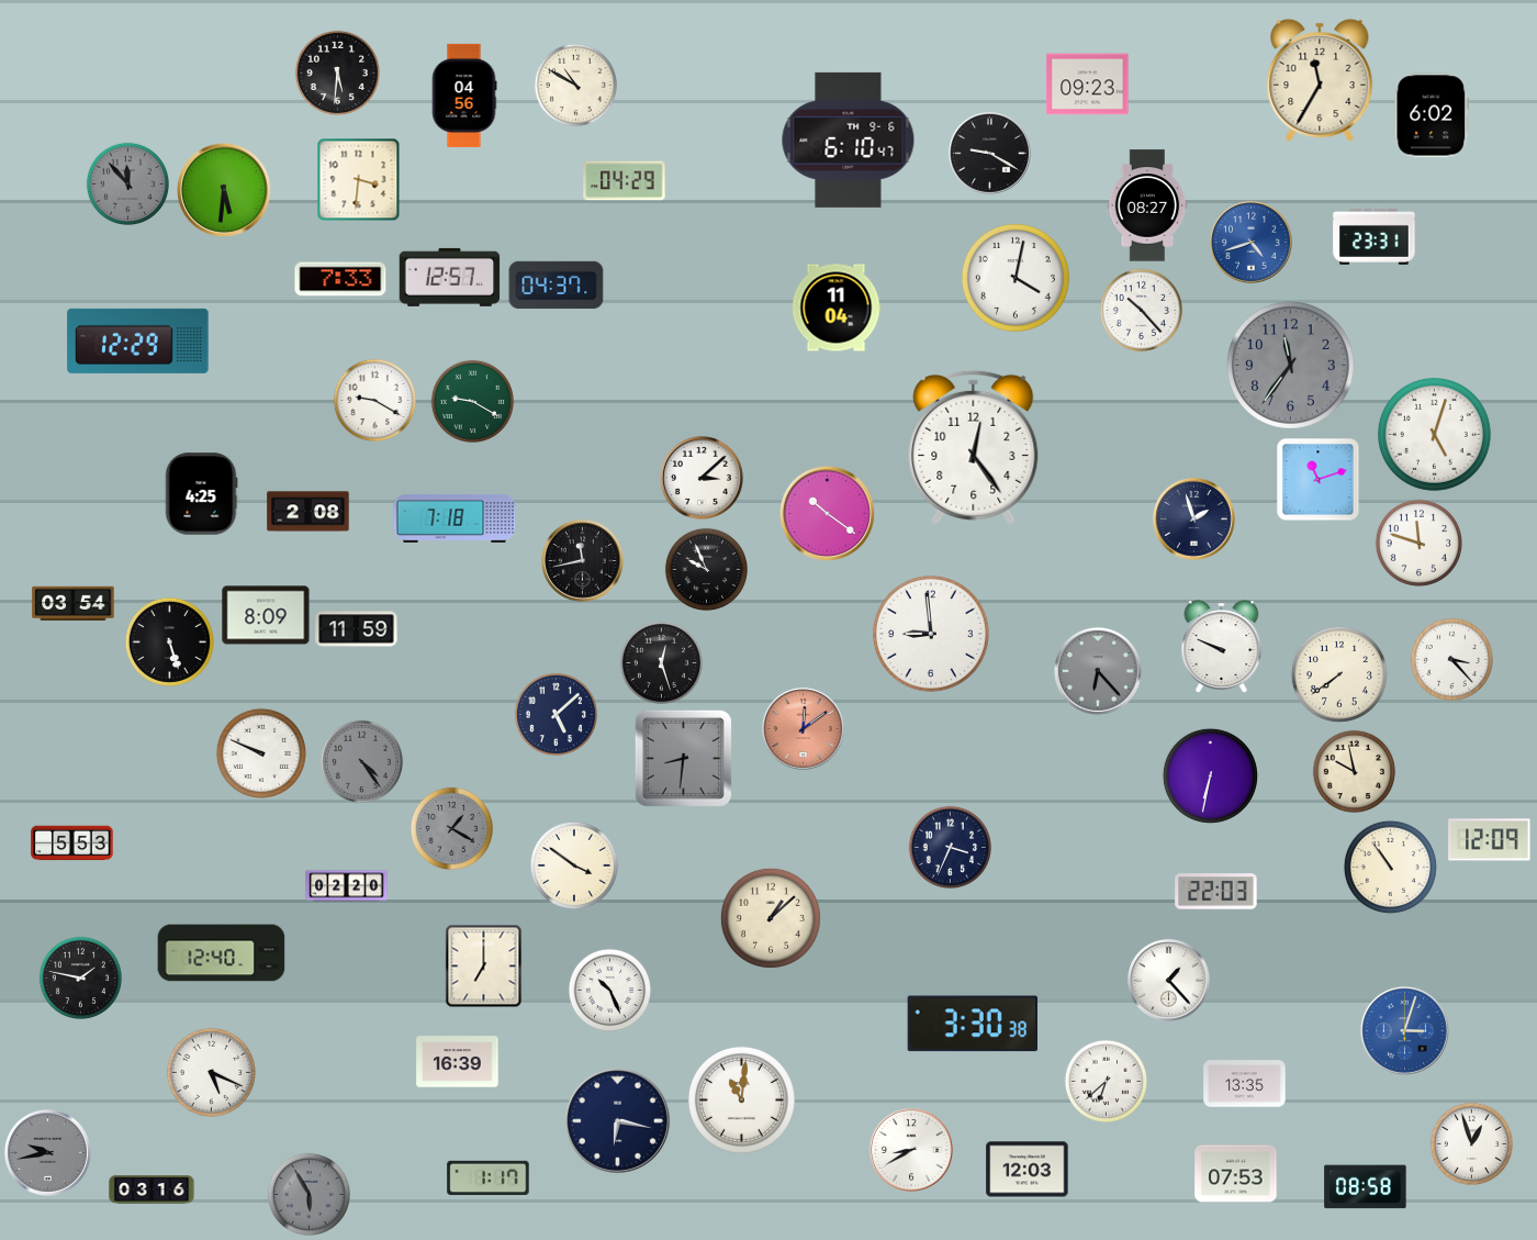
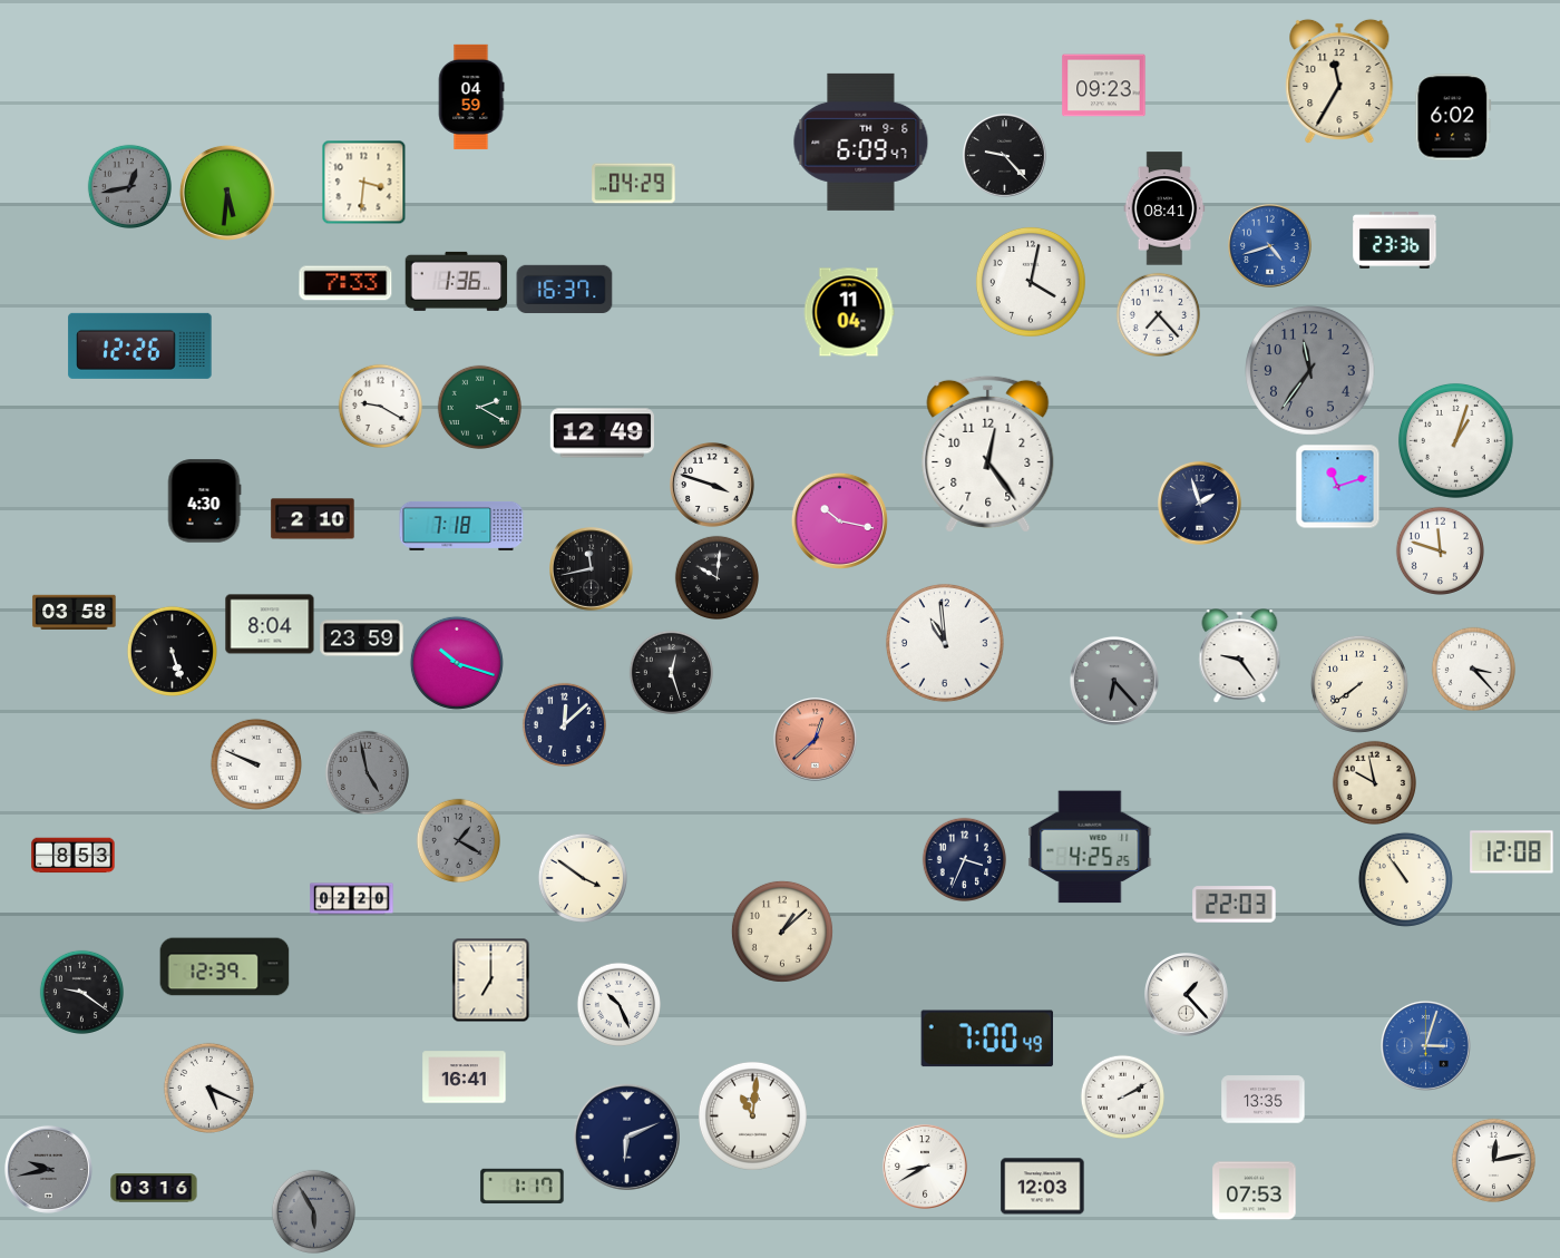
clock at (337, 72): 5:31 -> none
clock at (575, 85): 10:50 -> none
clock at (464, 96): 04:56 -> 04:59
clock at (849, 139): 6:10 -> 6:09
clock at (990, 154): 9:20 -> 9:23
clock at (127, 183): 11:53 -> 12:43
clock at (1147, 205): 08:27 -> 08:41
clock at (1375, 236): 23:31 -> 23:36
clock at (450, 277): 12:57 -> 1:36
clock at (557, 286): 04:37 -> 16:37
clock at (1141, 310): 10:23 -> 7:23
clock at (138, 340): 12:29 -> 12:26
clock at (472, 401): 9:20 -> 2:20
clock at (602, 433): none -> 12:49
clock at (1434, 434): 5:03 -> 1:03
clock at (703, 479): 3:08 -> 3:48
clock at (201, 494): 4:25 -> 4:30
clock at (308, 512): 2:08 -> 2:10
clock at (827, 513): 10:21 -> 10:17
clock at (1194, 520) position: (1194, 520) -> (1200, 504)
clock at (706, 569): 9:56 -> 10:01
clock at (74, 603): 03:54 -> 03:58
clock at (266, 615): 8:09 -> 8:04
clock at (357, 629): 11:59 -> 23:59
clock at (931, 634): 8:59 -> 10:59
clock at (1222, 647): 9:49 -> 9:24
clock at (457, 663): none -> 10:18
clock at (556, 714): 5:08 -> 12:08
clock at (804, 729): 12:09 -> 12:38
clock at (261, 753) position: (261, 753) -> (256, 764)
clock at (683, 758): 8:31 -> none
clock at (361, 761): 4:24 -> 4:58
clock at (1210, 775): 6:32 -> none
clock at (1090, 847): none -> 4:25
clock at (1490, 840): 12:09 -> 12:08
clock at (72, 844): 5:53 -> 8:53
clock at (1390, 867) position: (1390, 867) -> (1405, 879)
clock at (222, 953): 12:40 -> 12:39
clock at (80, 978): 1:47 -> 9:21
clock at (973, 1024): 3:30 -> 7:00
clock at (458, 1062): 16:39 -> 16:41
clock at (211, 1072) position: (211, 1072) -> (208, 1088)
clock at (1106, 1081): 6:38 -> 2:10
clock at (617, 1120): 6:17 -> 6:11
clock at (1471, 1143): 12:57 -> 12:13
clock at (489, 1178) position: (489, 1178) -> (523, 1187)
clock at (1366, 1187): 08:58 -> none
clock at (152, 1189) position: (152, 1189) -> (154, 1188)
